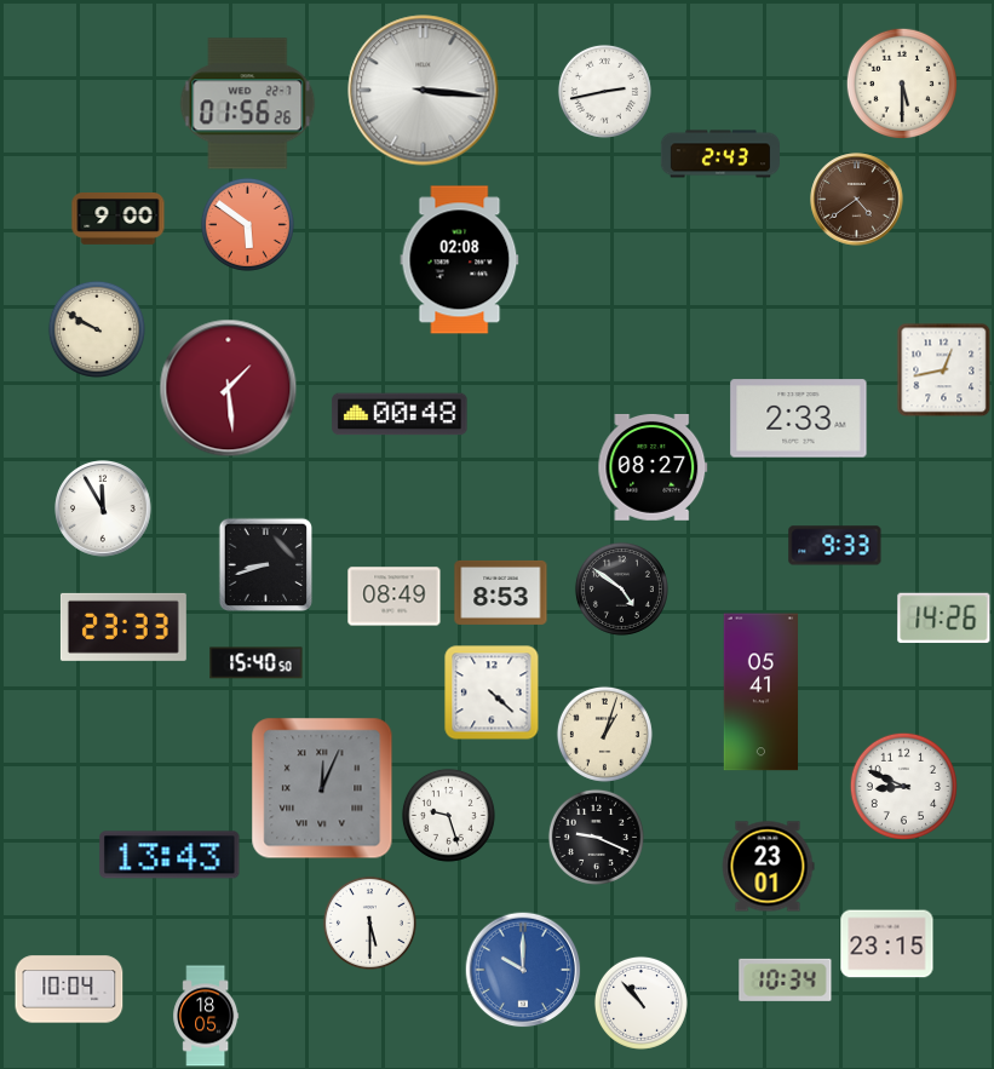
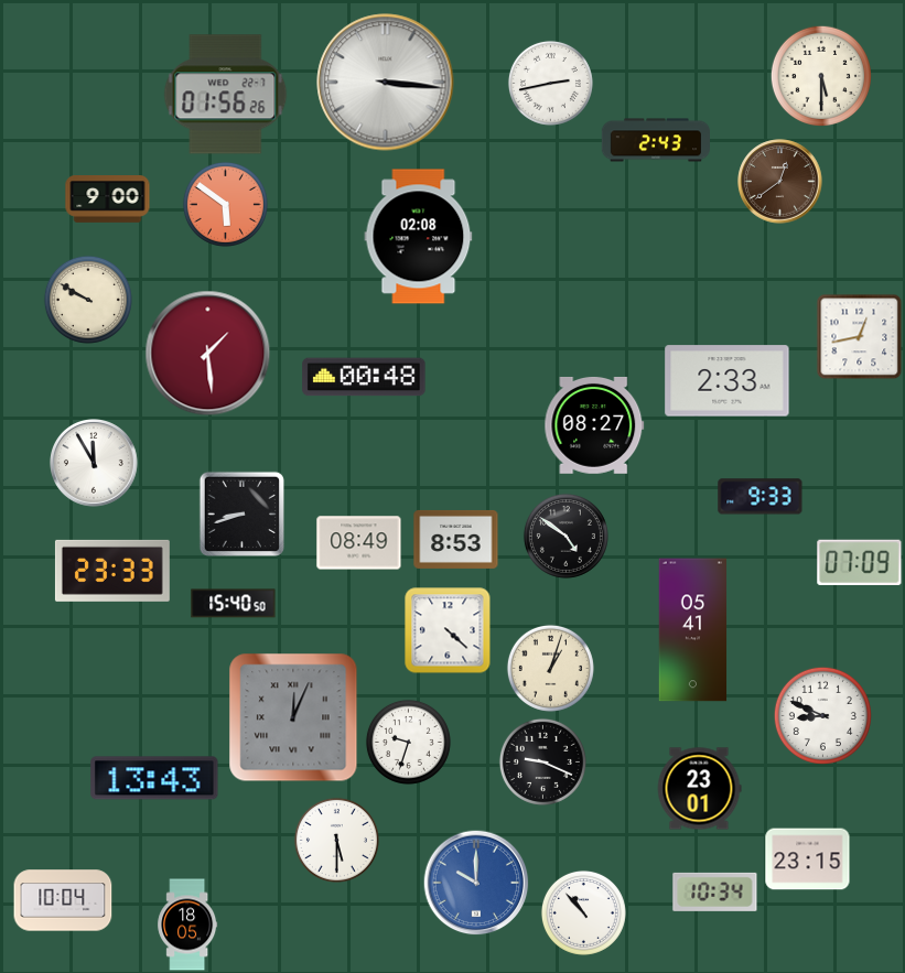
clock at (857, 200): 4:39 -> 12:39
clock at (944, 617): 14:26 -> 07:09
clock at (448, 815): 9:27 -> 9:33
